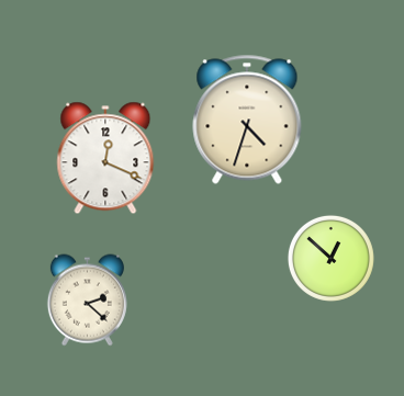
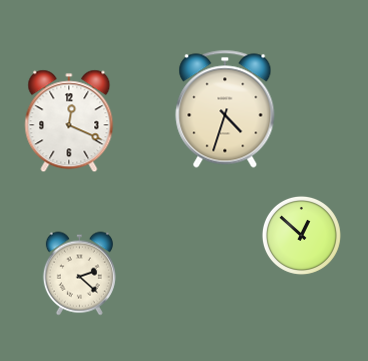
clock at (105, 158) position: (105, 158) -> (69, 121)
